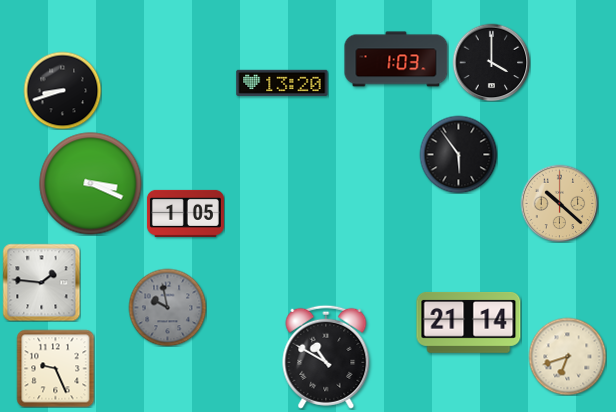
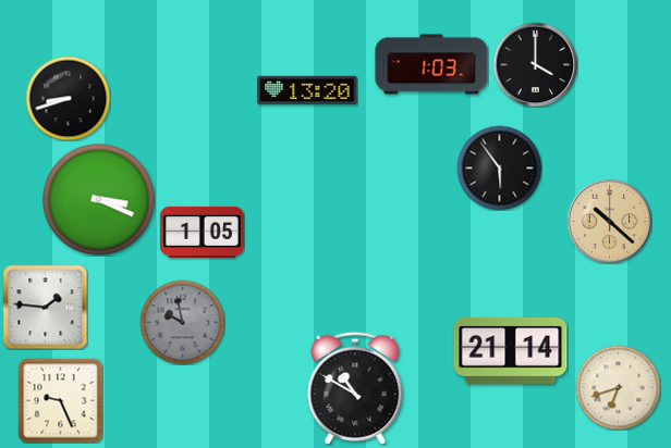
clock at (491, 62) position: (491, 62) -> (535, 64)
clock at (167, 307) position: (167, 307) -> (182, 322)
